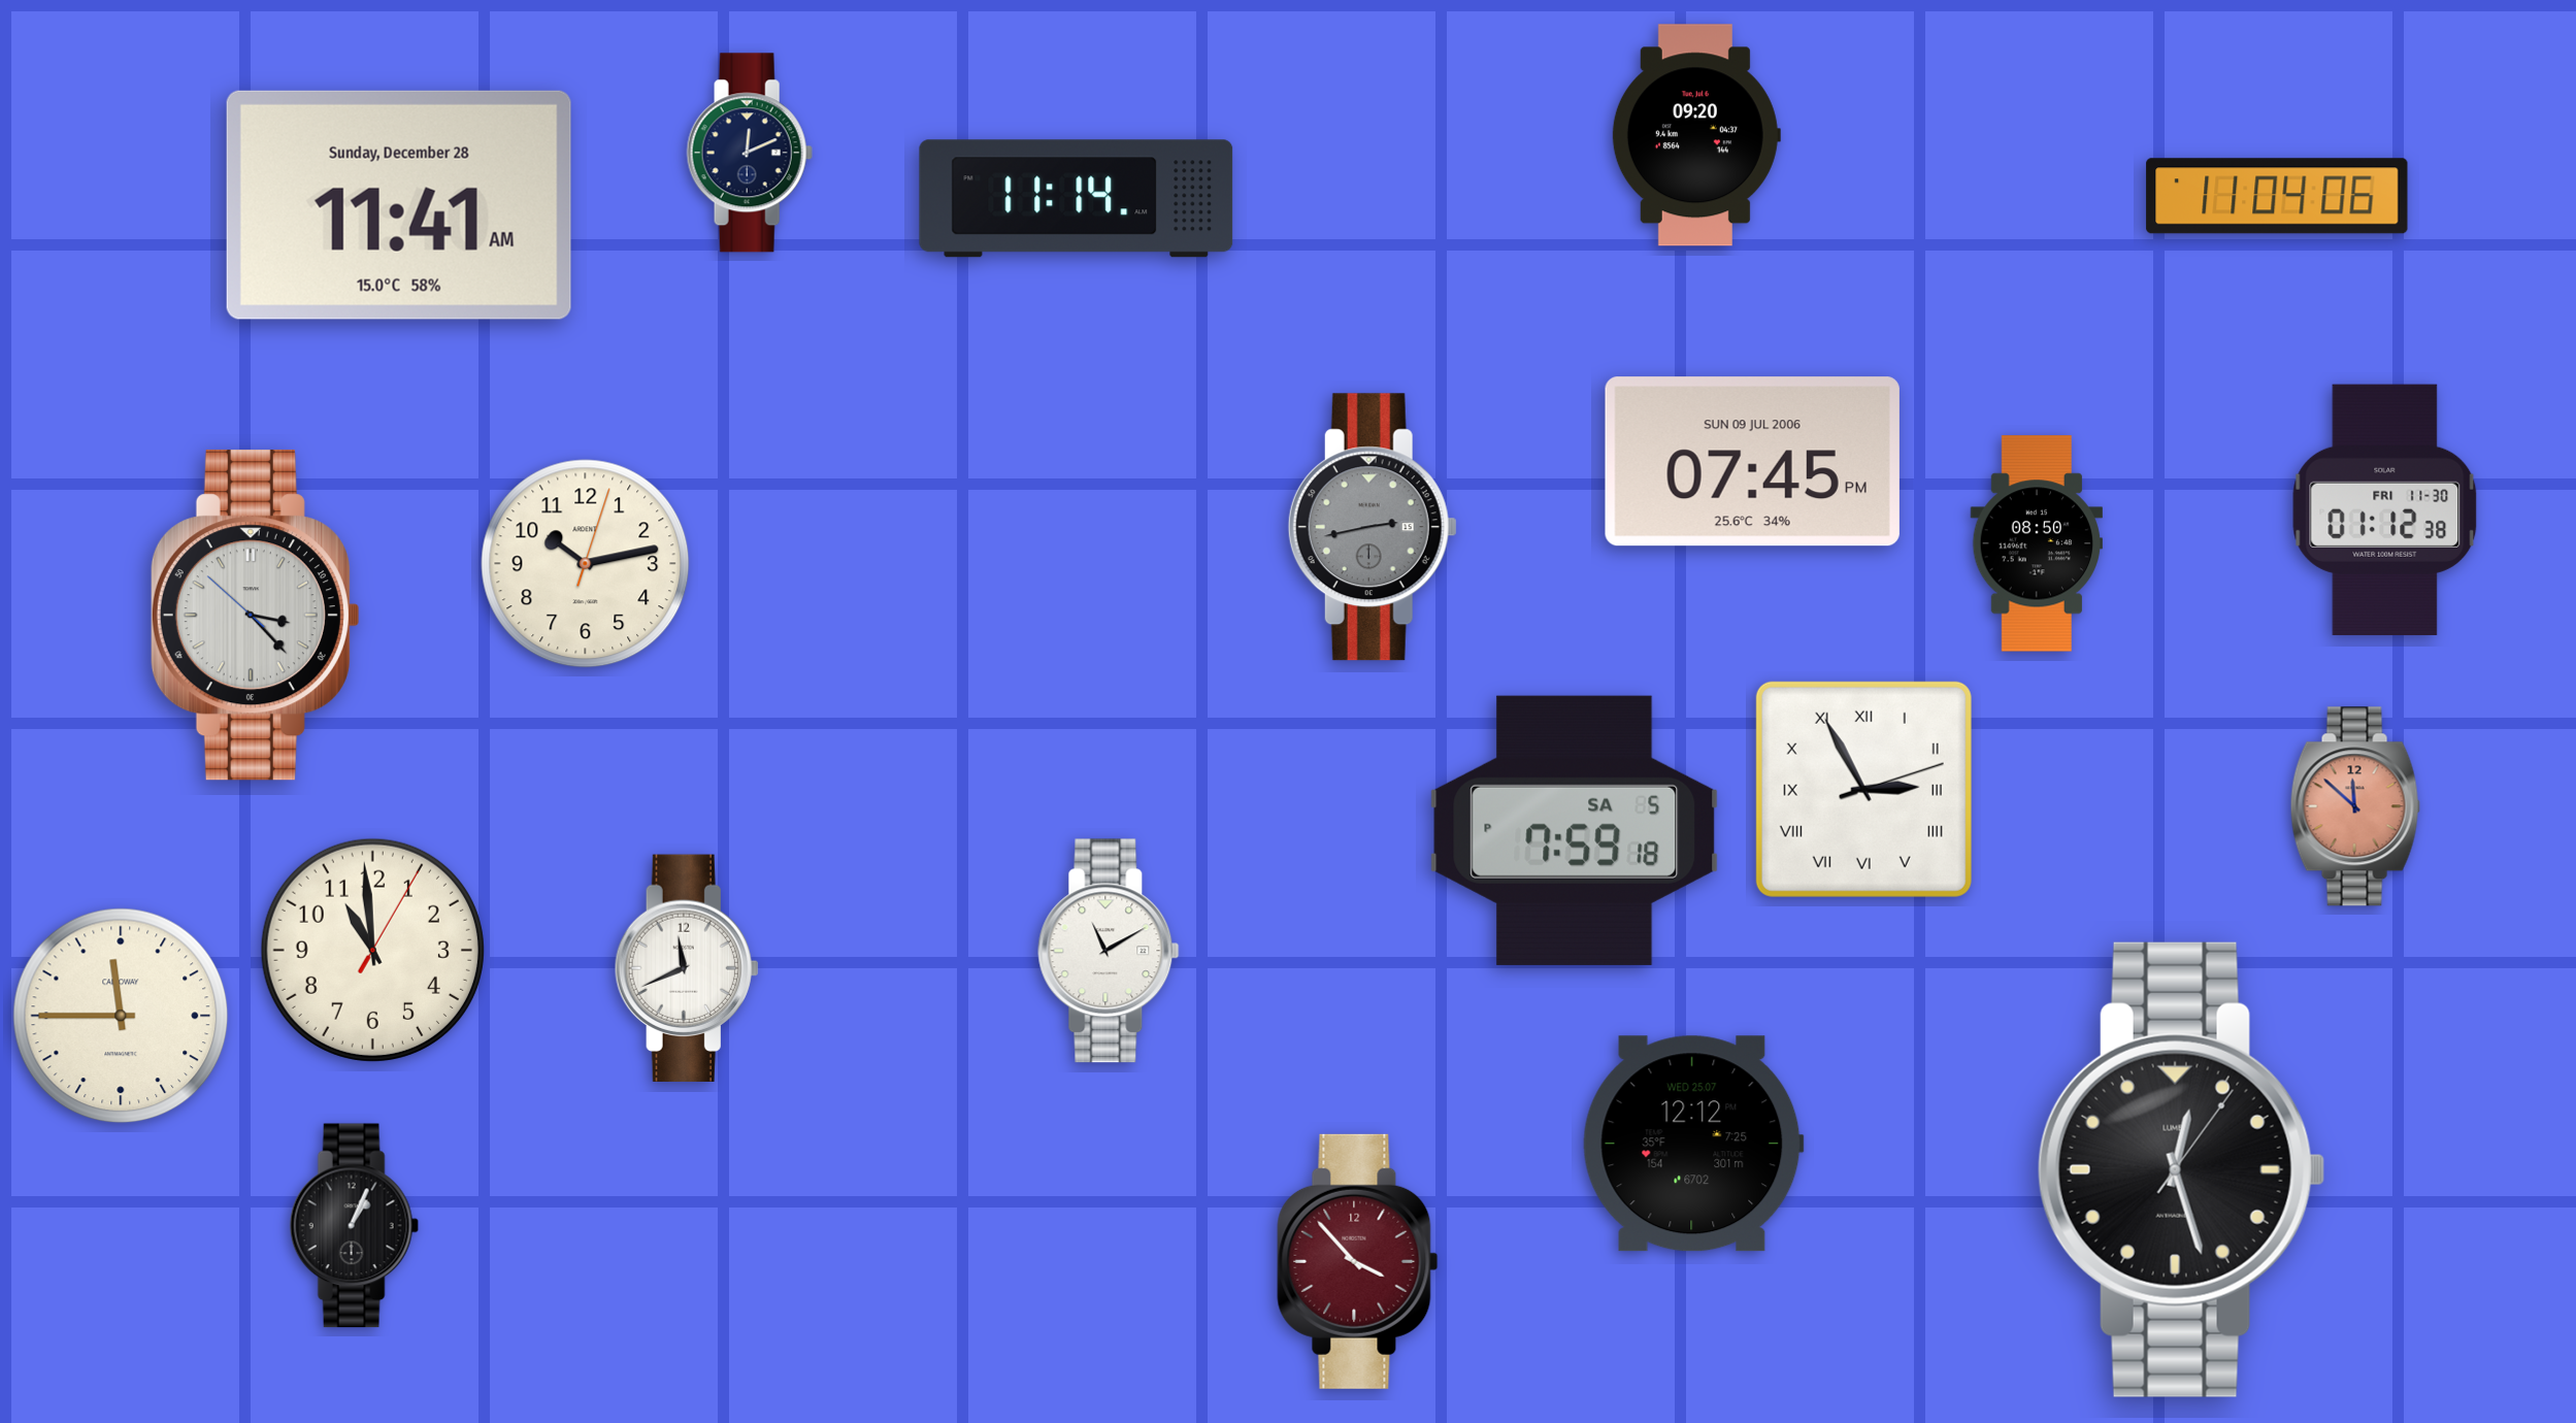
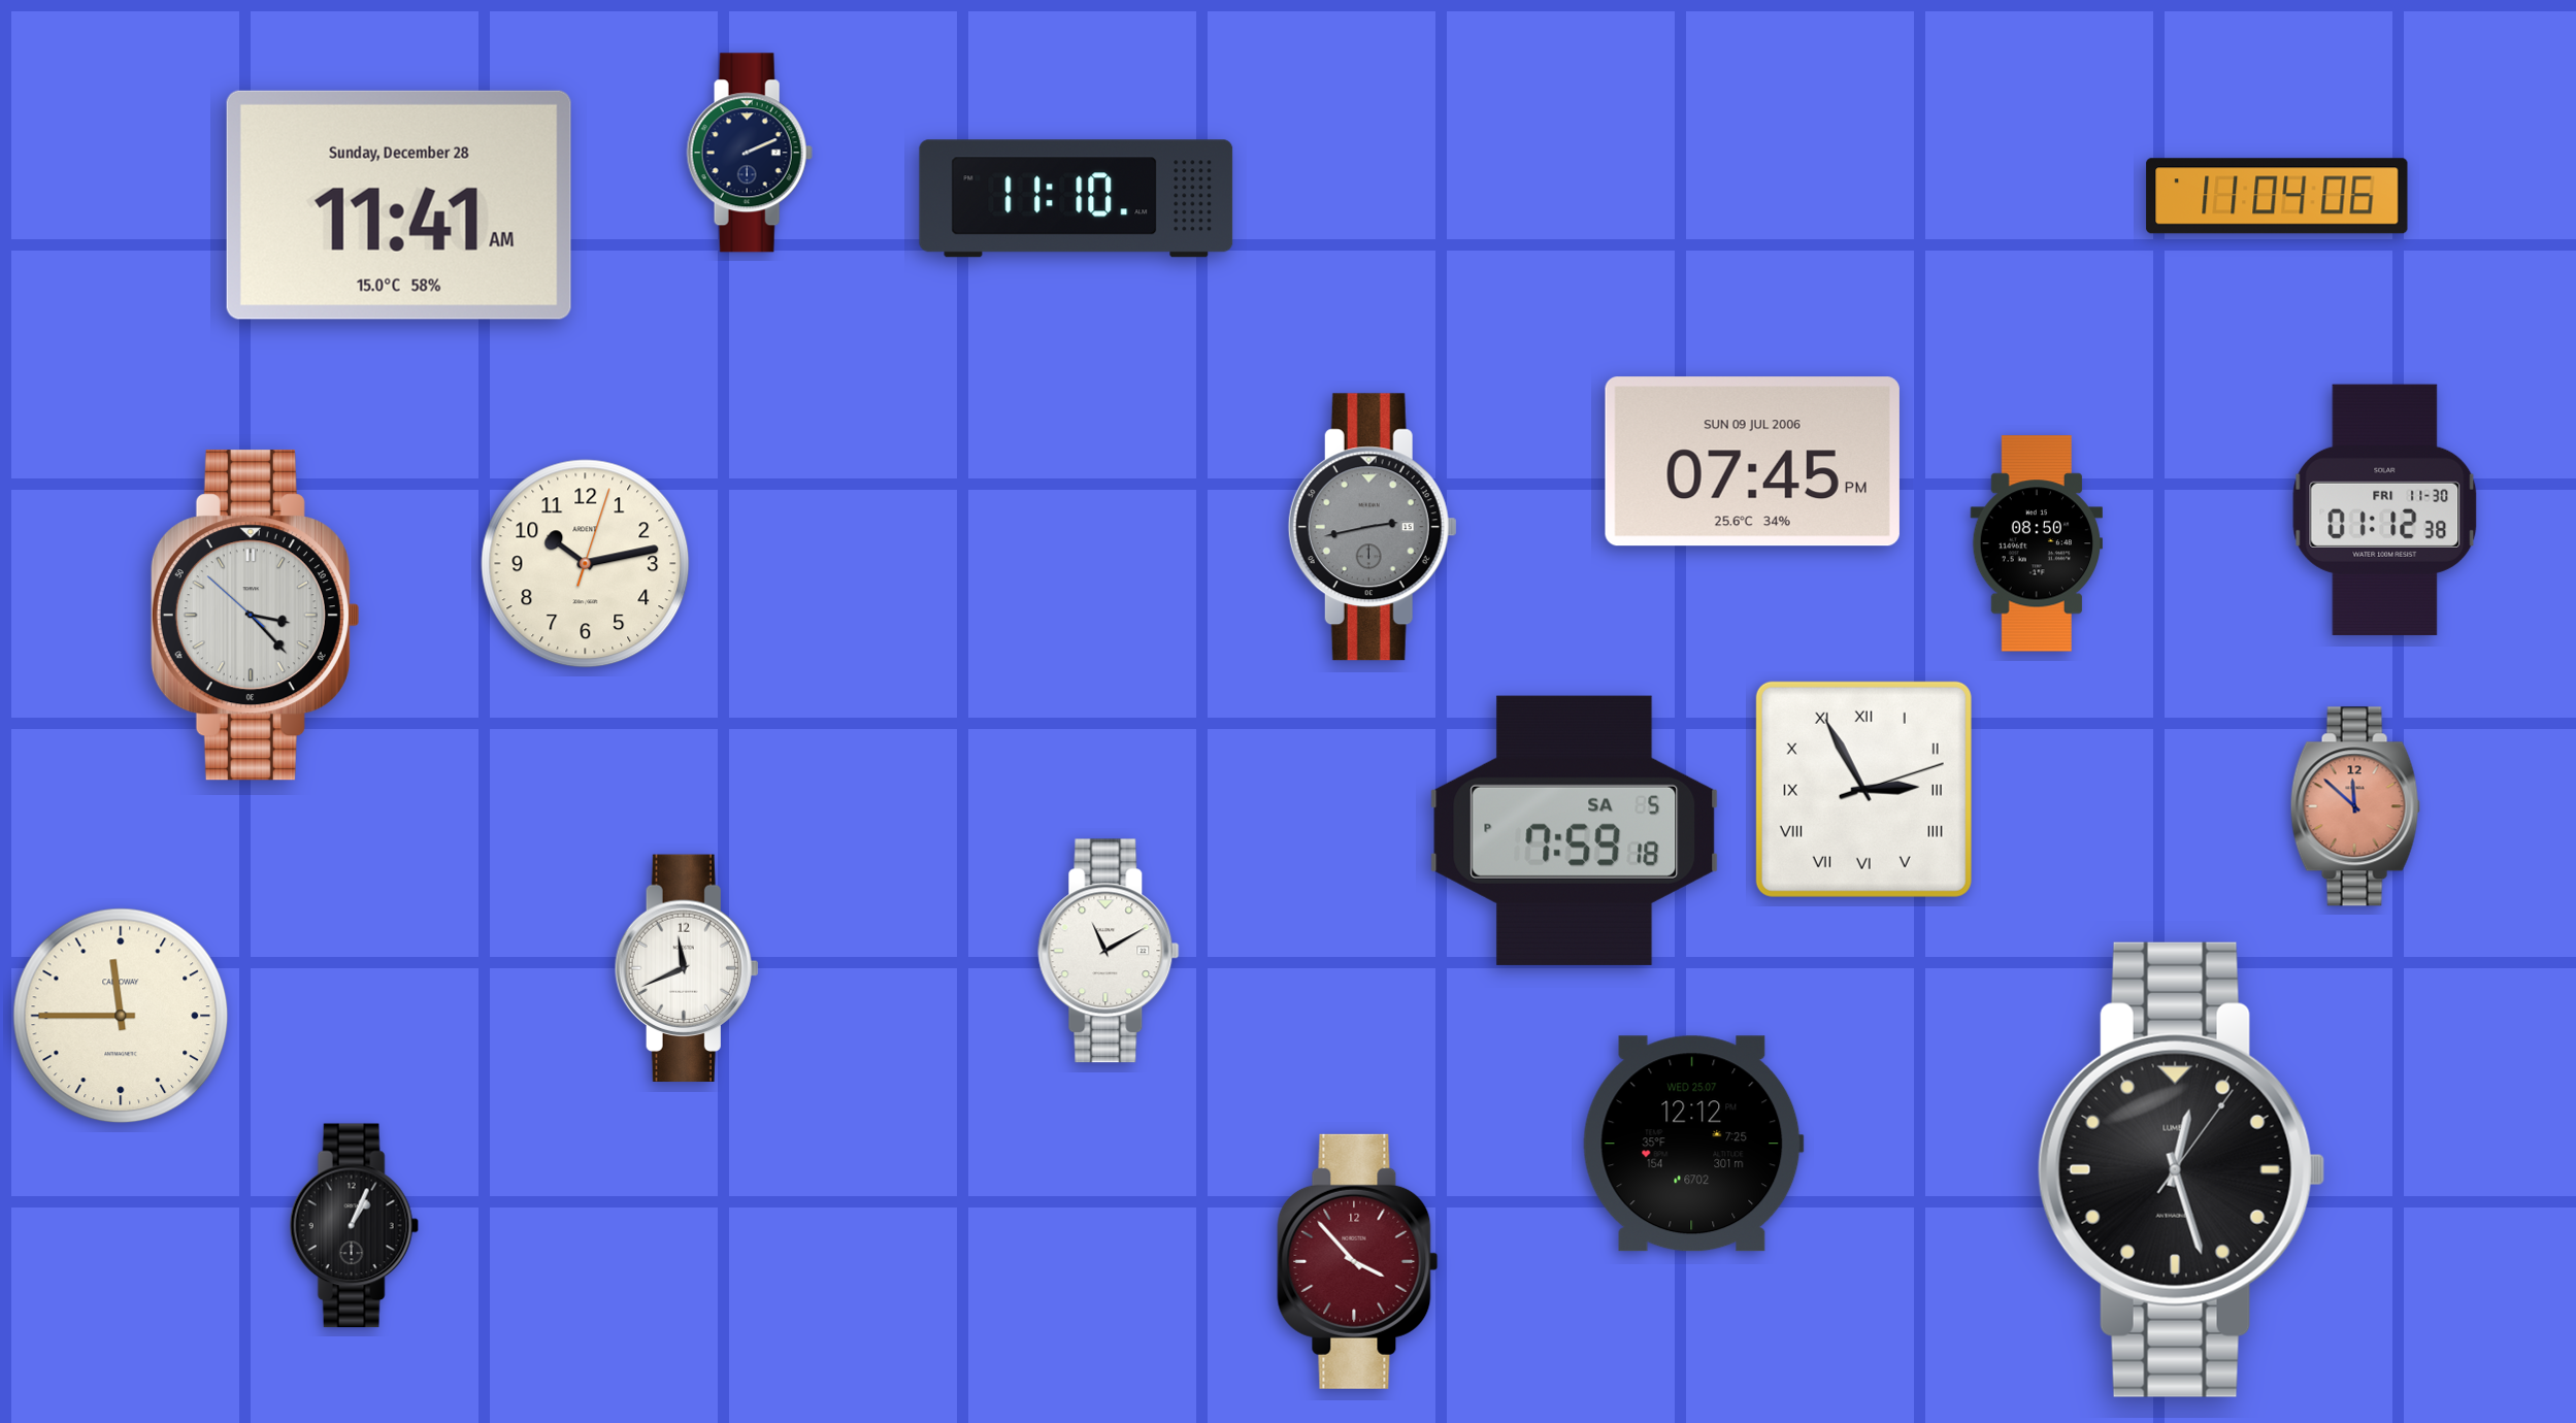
clock at (1695, 135): 09:20 -> none
clock at (750, 153): 12:11 -> 2:11
clock at (1077, 199): 11:14 -> 11:10
clock at (372, 950): 10:59 -> none
